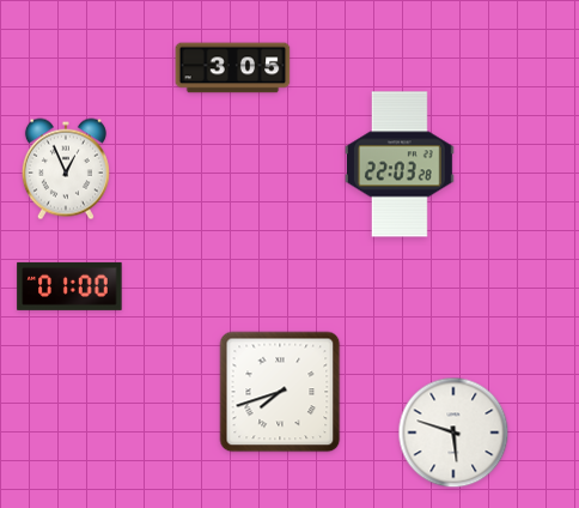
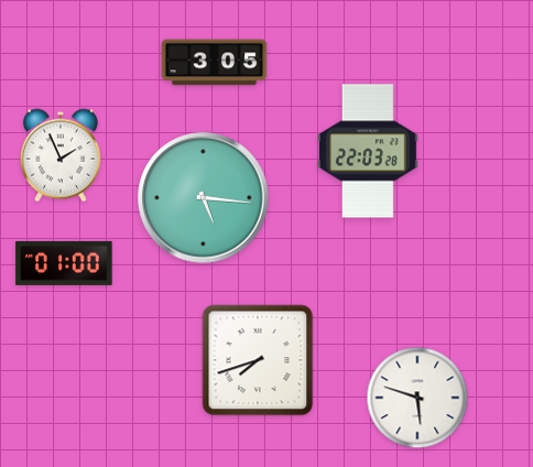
clock at (66, 169): 12:56 -> 1:56
clock at (204, 198): none -> 5:16
